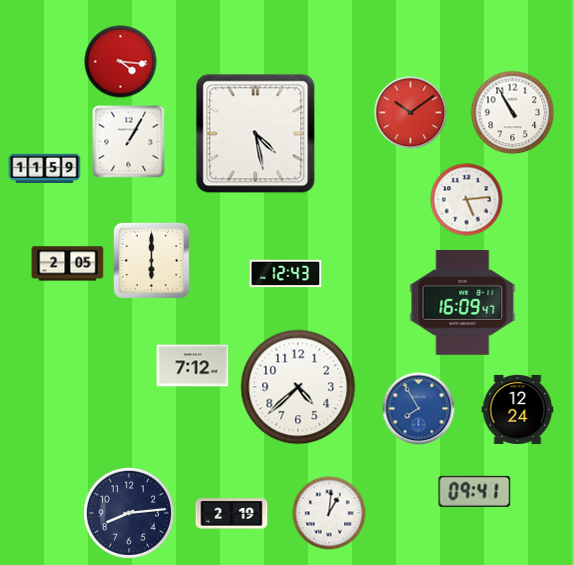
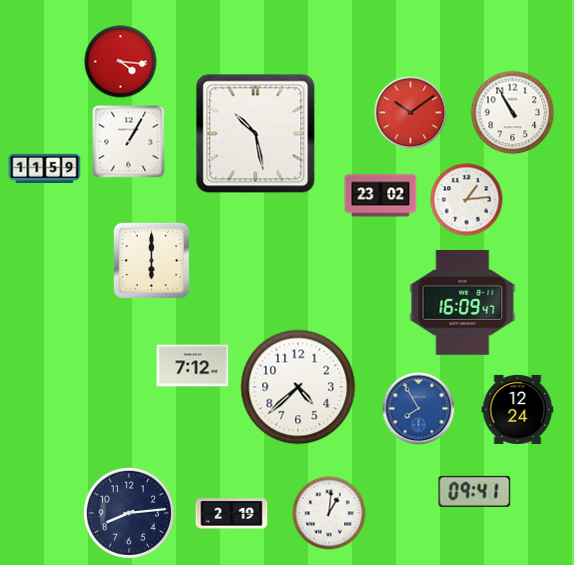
clock at (256, 134): 4:28 -> 10:28
clock at (381, 196): none -> 23:02
clock at (467, 200): 5:14 -> 1:14
clock at (68, 264): 2:05 -> none
clock at (286, 274): 12:43 -> none
